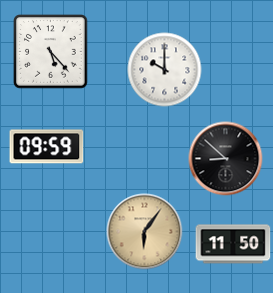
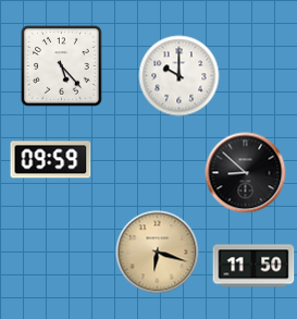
clock at (51, 52) position: (51, 52) -> (62, 66)
clock at (145, 232): 6:06 -> 6:18
